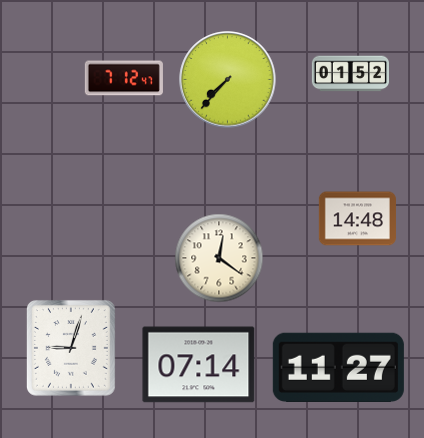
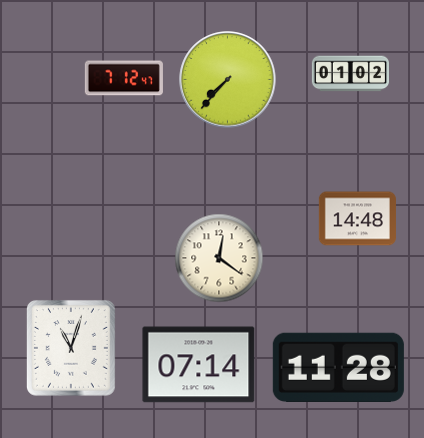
clock at (350, 74): 01:52 -> 01:02
clock at (71, 348): 9:03 -> 11:03
clock at (338, 367): 11:27 -> 11:28
